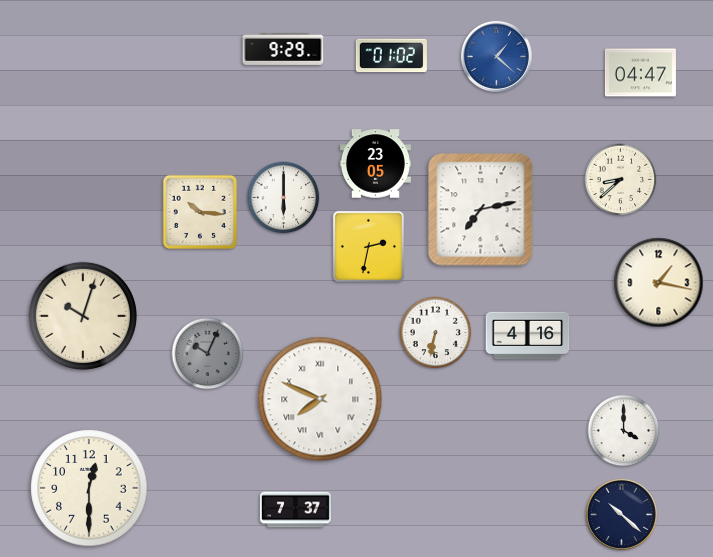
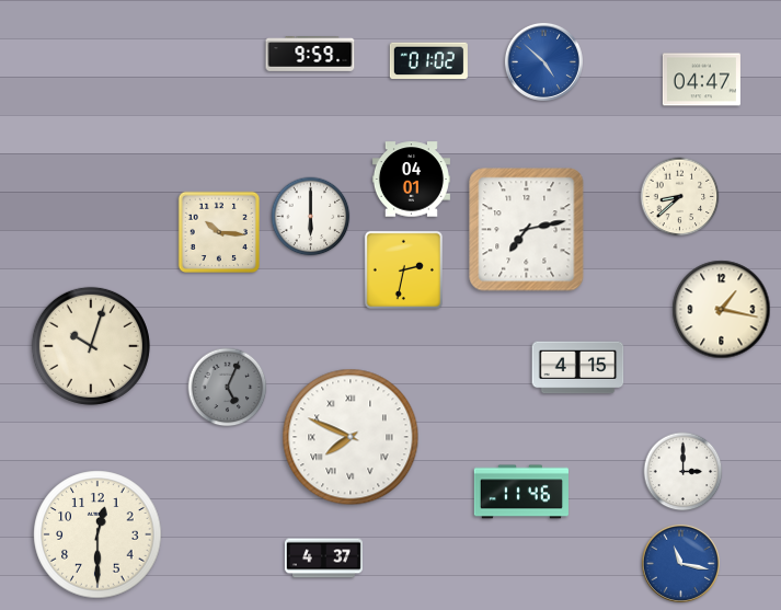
clock at (283, 50): 9:29 -> 9:59
clock at (496, 56): 1:22 -> 4:52
clock at (375, 164): 23:05 -> 04:01
clock at (436, 333): 6:32 -> none
clock at (528, 336): 4:16 -> 4:15
clock at (208, 354): 10:04 -> 5:04
clock at (624, 431): 4:00 -> 3:00
clock at (521, 492): none -> 11:46
clock at (295, 510): 7:37 -> 4:37
clock at (621, 514): 10:22 -> 11:17
clock at (621, 514) dial: navy -> blue
